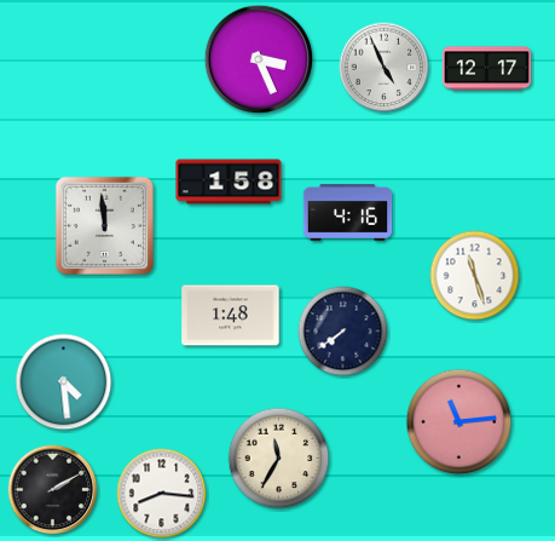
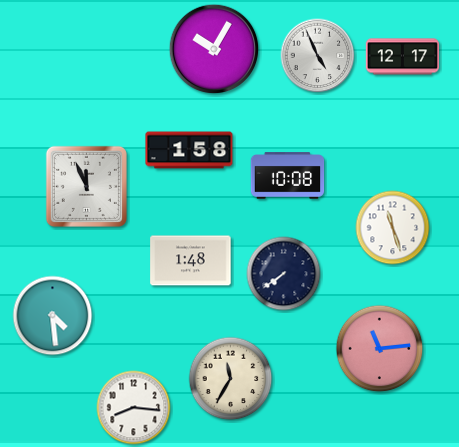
clock at (259, 59): 3:26 -> 10:05
clock at (348, 213): 4:16 -> 10:08
clock at (104, 225): 11:59 -> 11:56
clock at (53, 490): 2:10 -> none
